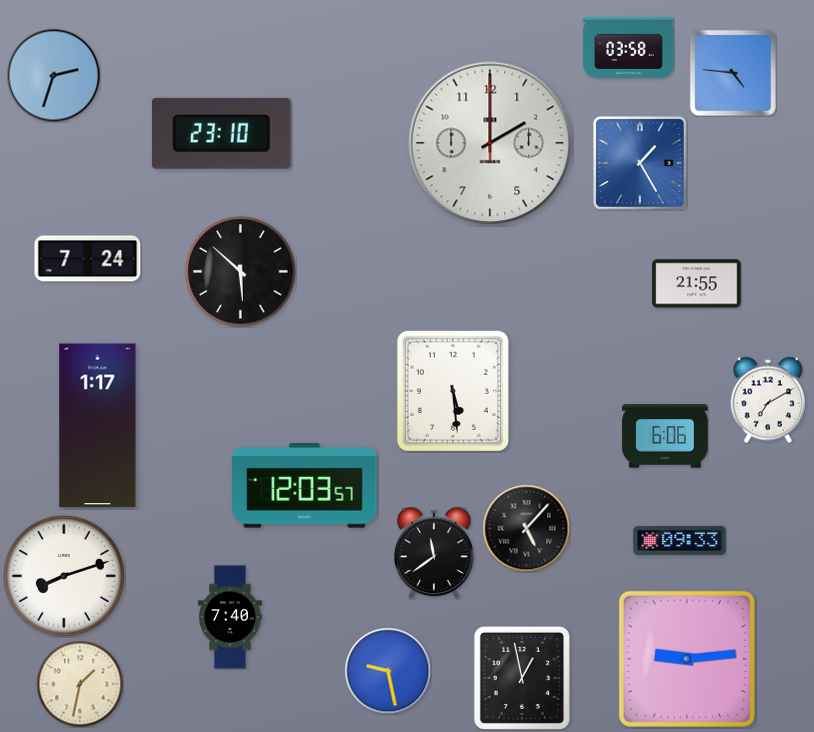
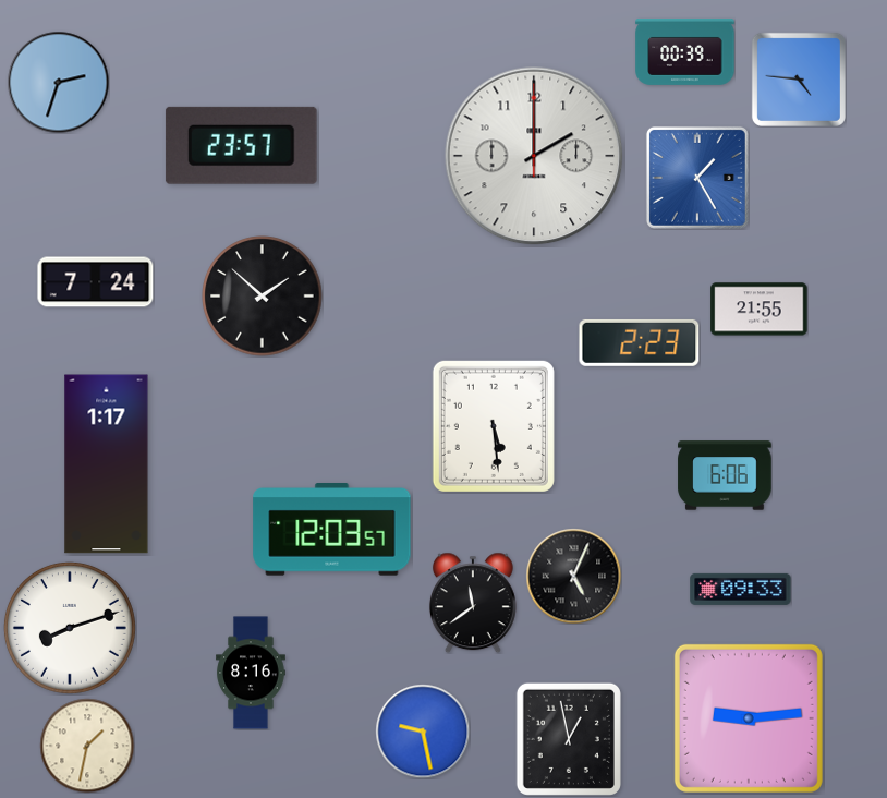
clock at (629, 47): 03:58 -> 00:39
clock at (221, 133): 23:10 -> 23:57
clock at (241, 272): 5:52 -> 1:52
clock at (640, 342): none -> 2:23
clock at (768, 400): 7:10 -> none
clock at (526, 528): 5:07 -> 5:04
clock at (230, 617): 7:40 -> 8:16
